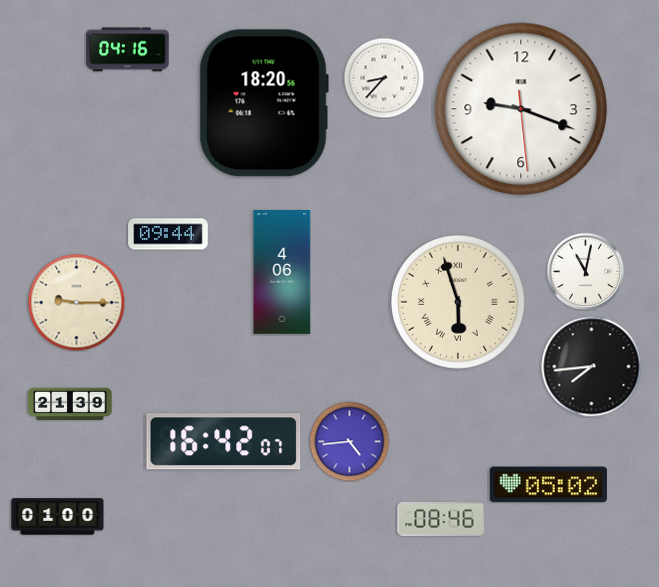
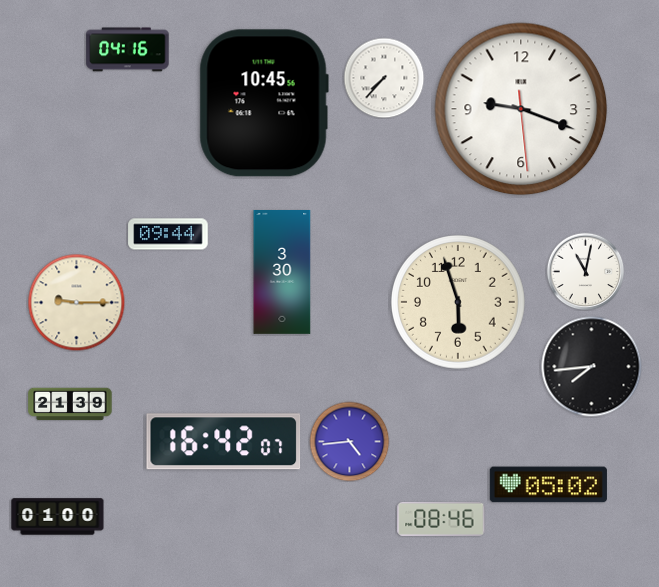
clock at (384, 78): 8:37 -> 7:37
clock at (264, 103): 18:20 -> 10:45
clock at (282, 273): 4:06 -> 3:30
clock at (458, 302) numerals: Roman -> Arabic
